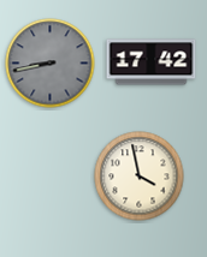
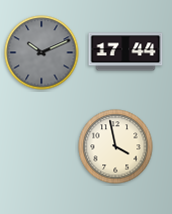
clock at (152, 62): 17:42 -> 17:44
clock at (51, 64): 8:43 -> 10:11
